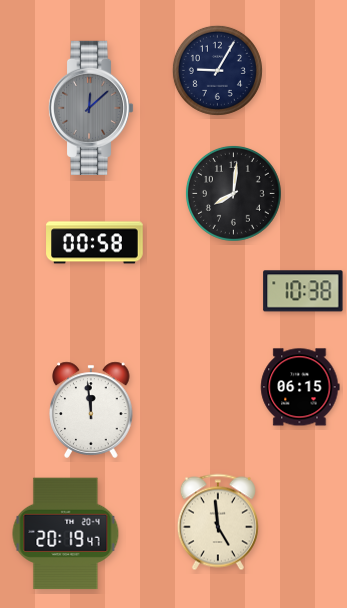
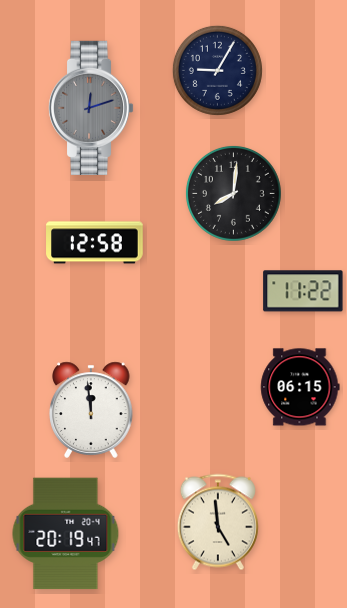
clock at (91, 108): 12:08 -> 12:12
clock at (95, 243): 00:58 -> 12:58
clock at (303, 291): 10:38 -> 11:22
